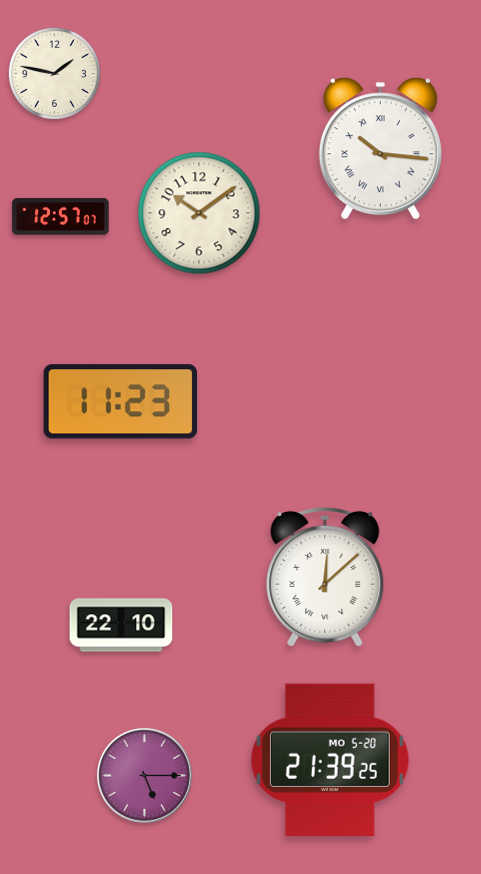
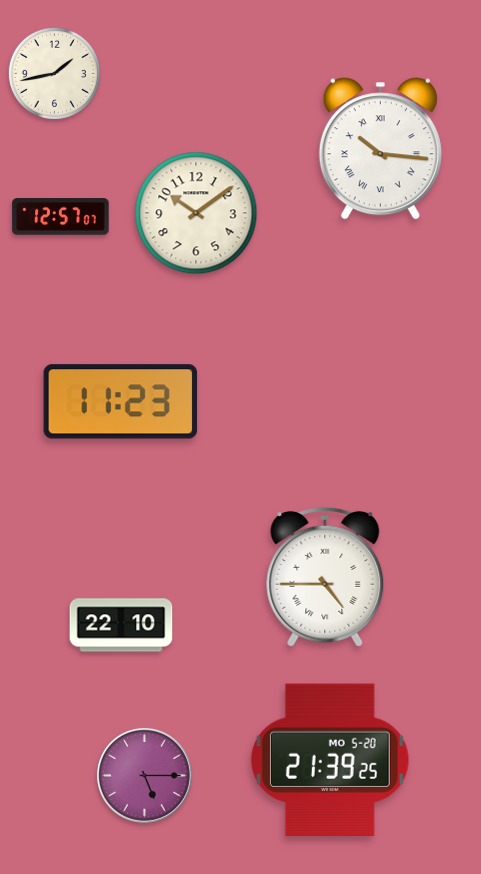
clock at (54, 73): 1:47 -> 1:43
clock at (199, 213) position: (199, 213) -> (196, 213)
clock at (325, 577): 12:08 -> 4:45
